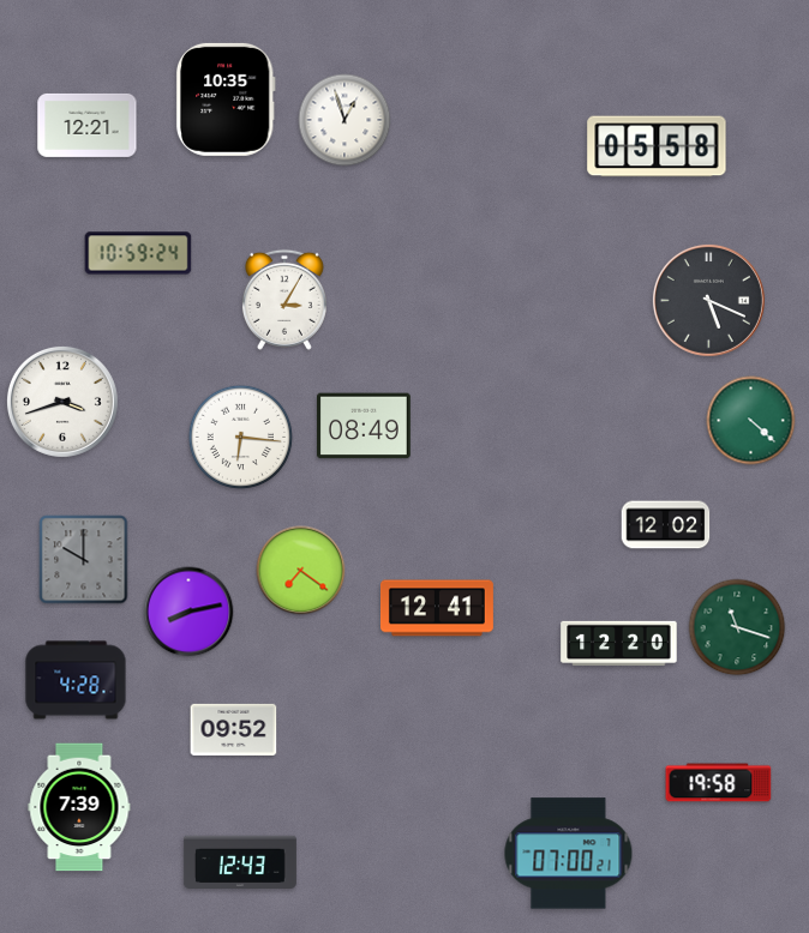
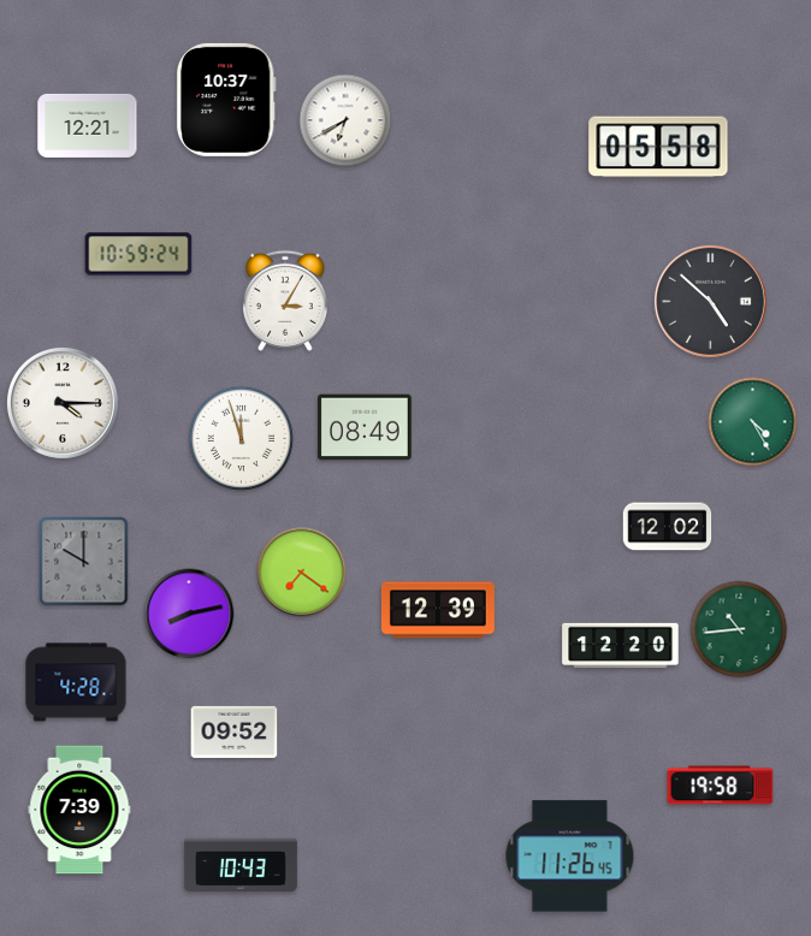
clock at (226, 100): 10:35 -> 10:37
clock at (344, 120): 12:57 -> 6:40
clock at (708, 300): 5:19 -> 4:52
clock at (62, 402): 3:42 -> 4:15
clock at (751, 421): 4:22 -> 4:25
clock at (241, 438): 6:16 -> 11:57
clock at (437, 608): 12:41 -> 12:39
clock at (737, 627): 11:18 -> 10:44
clock at (569, 854): 07:00 -> 11:26
clock at (240, 862): 12:43 -> 10:43
